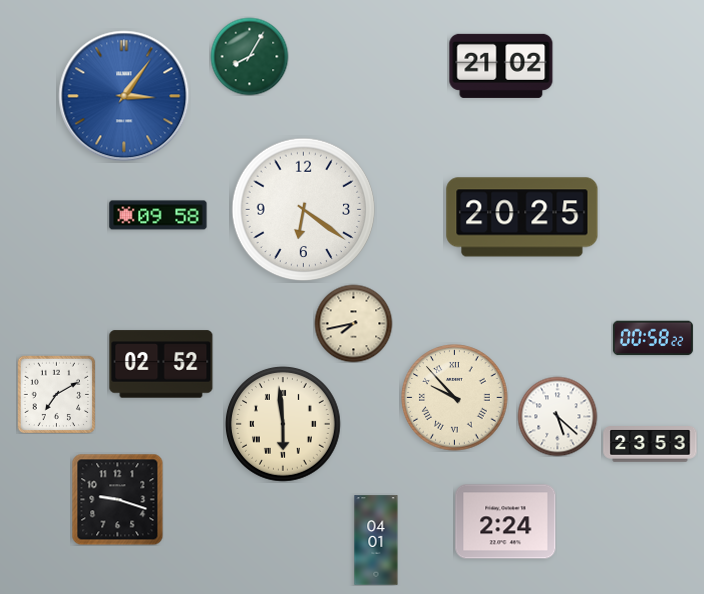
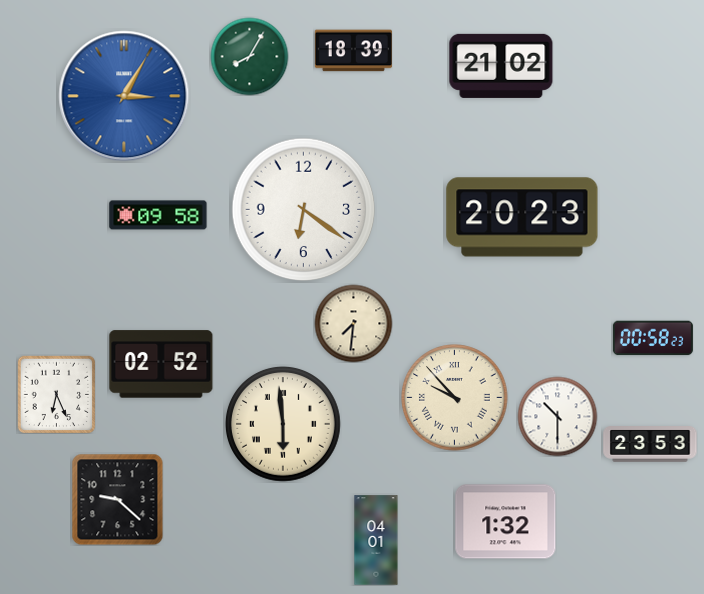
clock at (353, 51): none -> 18:39
clock at (124, 96): 3:06 -> 3:05
clock at (522, 217): 20:25 -> 20:23
clock at (353, 323): 7:43 -> 7:31
clock at (653, 338): 00:58:22 -> 00:58:23
clock at (56, 394): 7:10 -> 6:26
clock at (557, 416): 5:22 -> 10:30
clock at (117, 499): 9:18 -> 9:22
clock at (506, 522): 2:24 -> 1:32
